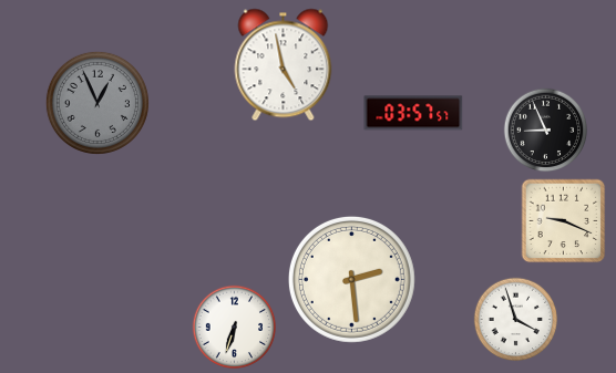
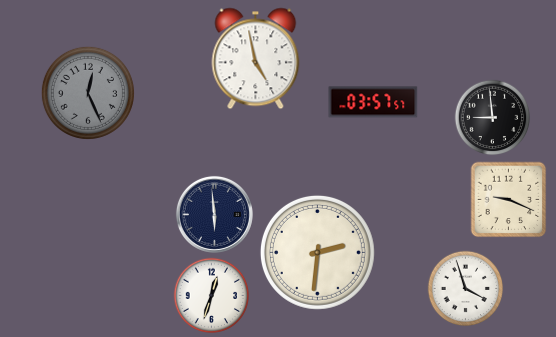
clock at (97, 103): 12:56 -> 12:26
clock at (546, 131): 8:56 -> 8:59
clock at (214, 214): none -> 5:59
clock at (351, 279): 2:29 -> 2:31
clock at (235, 328): 6:33 -> 12:33
